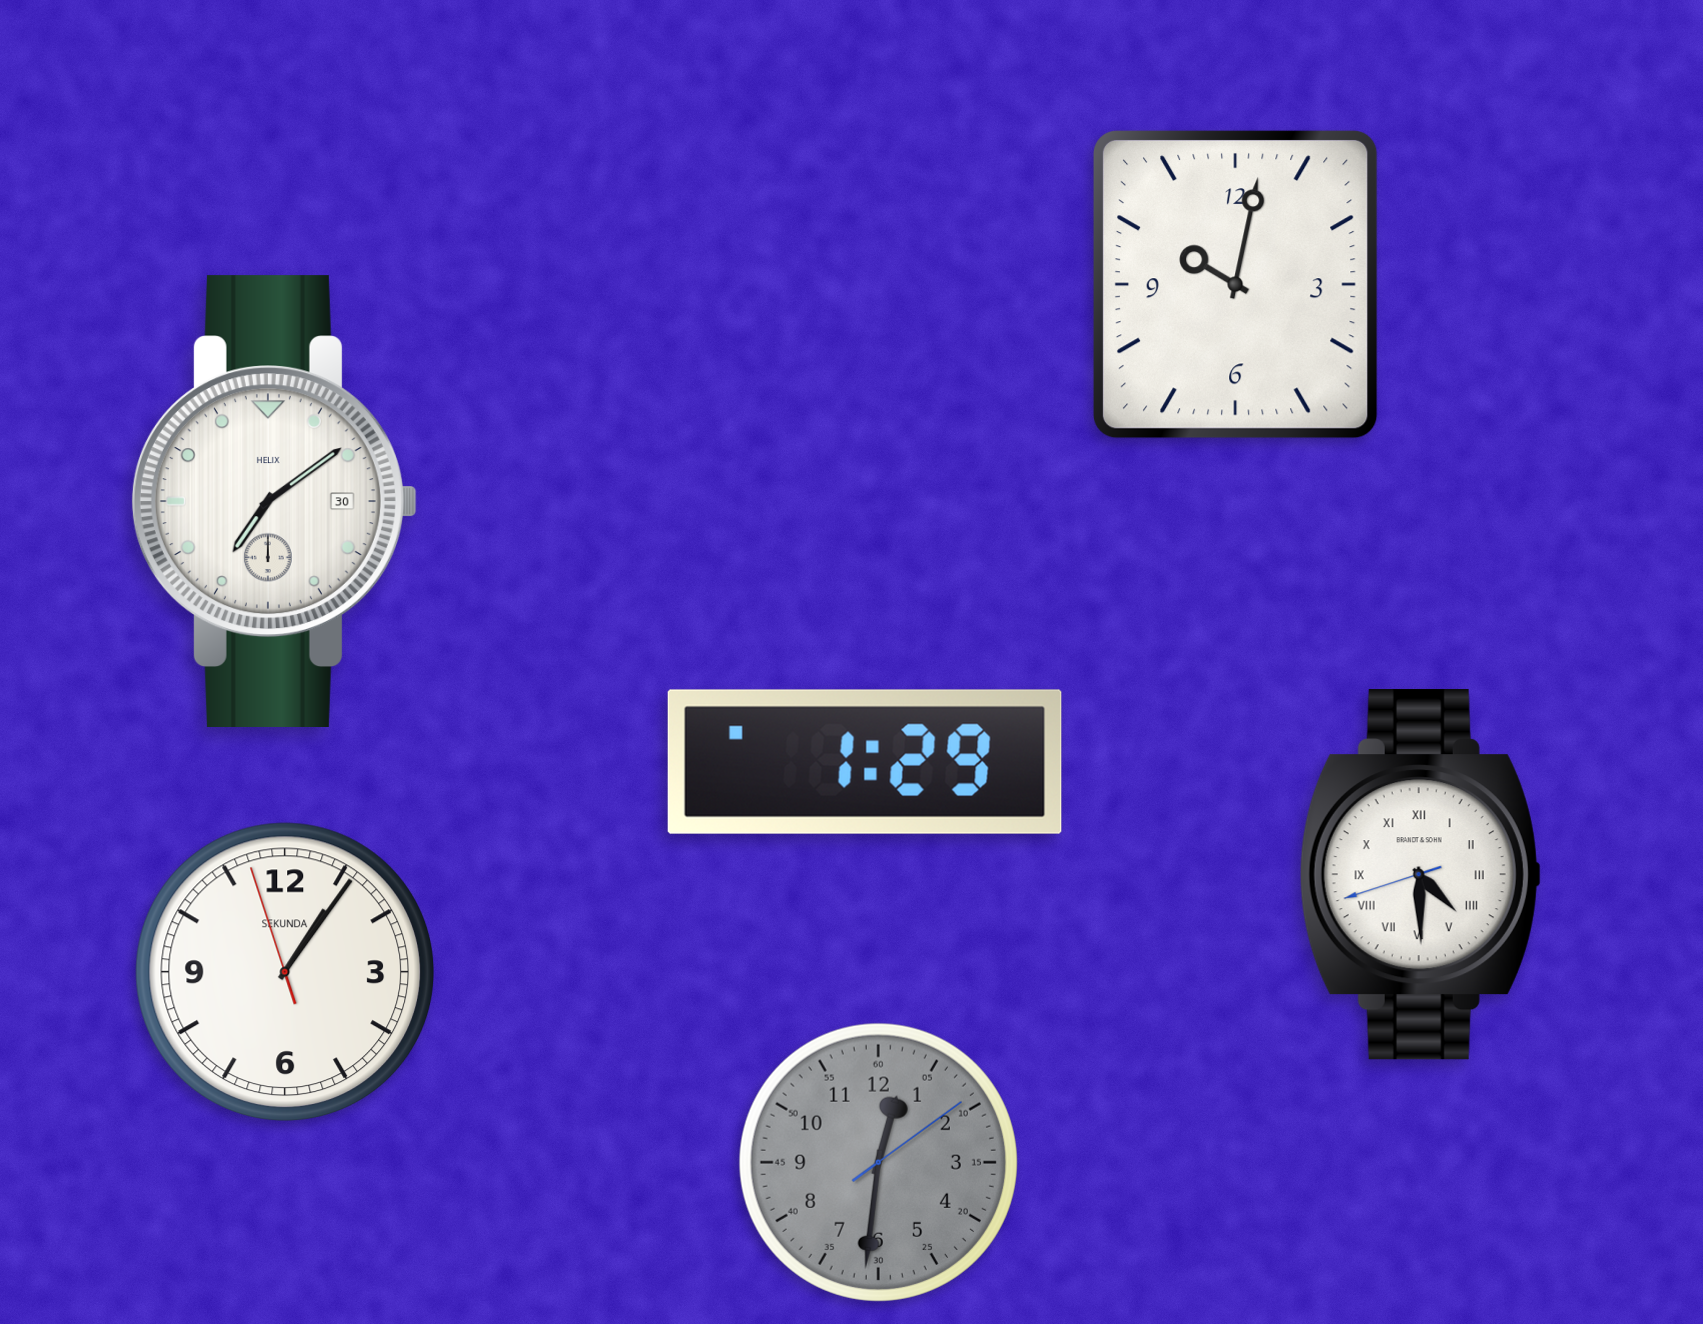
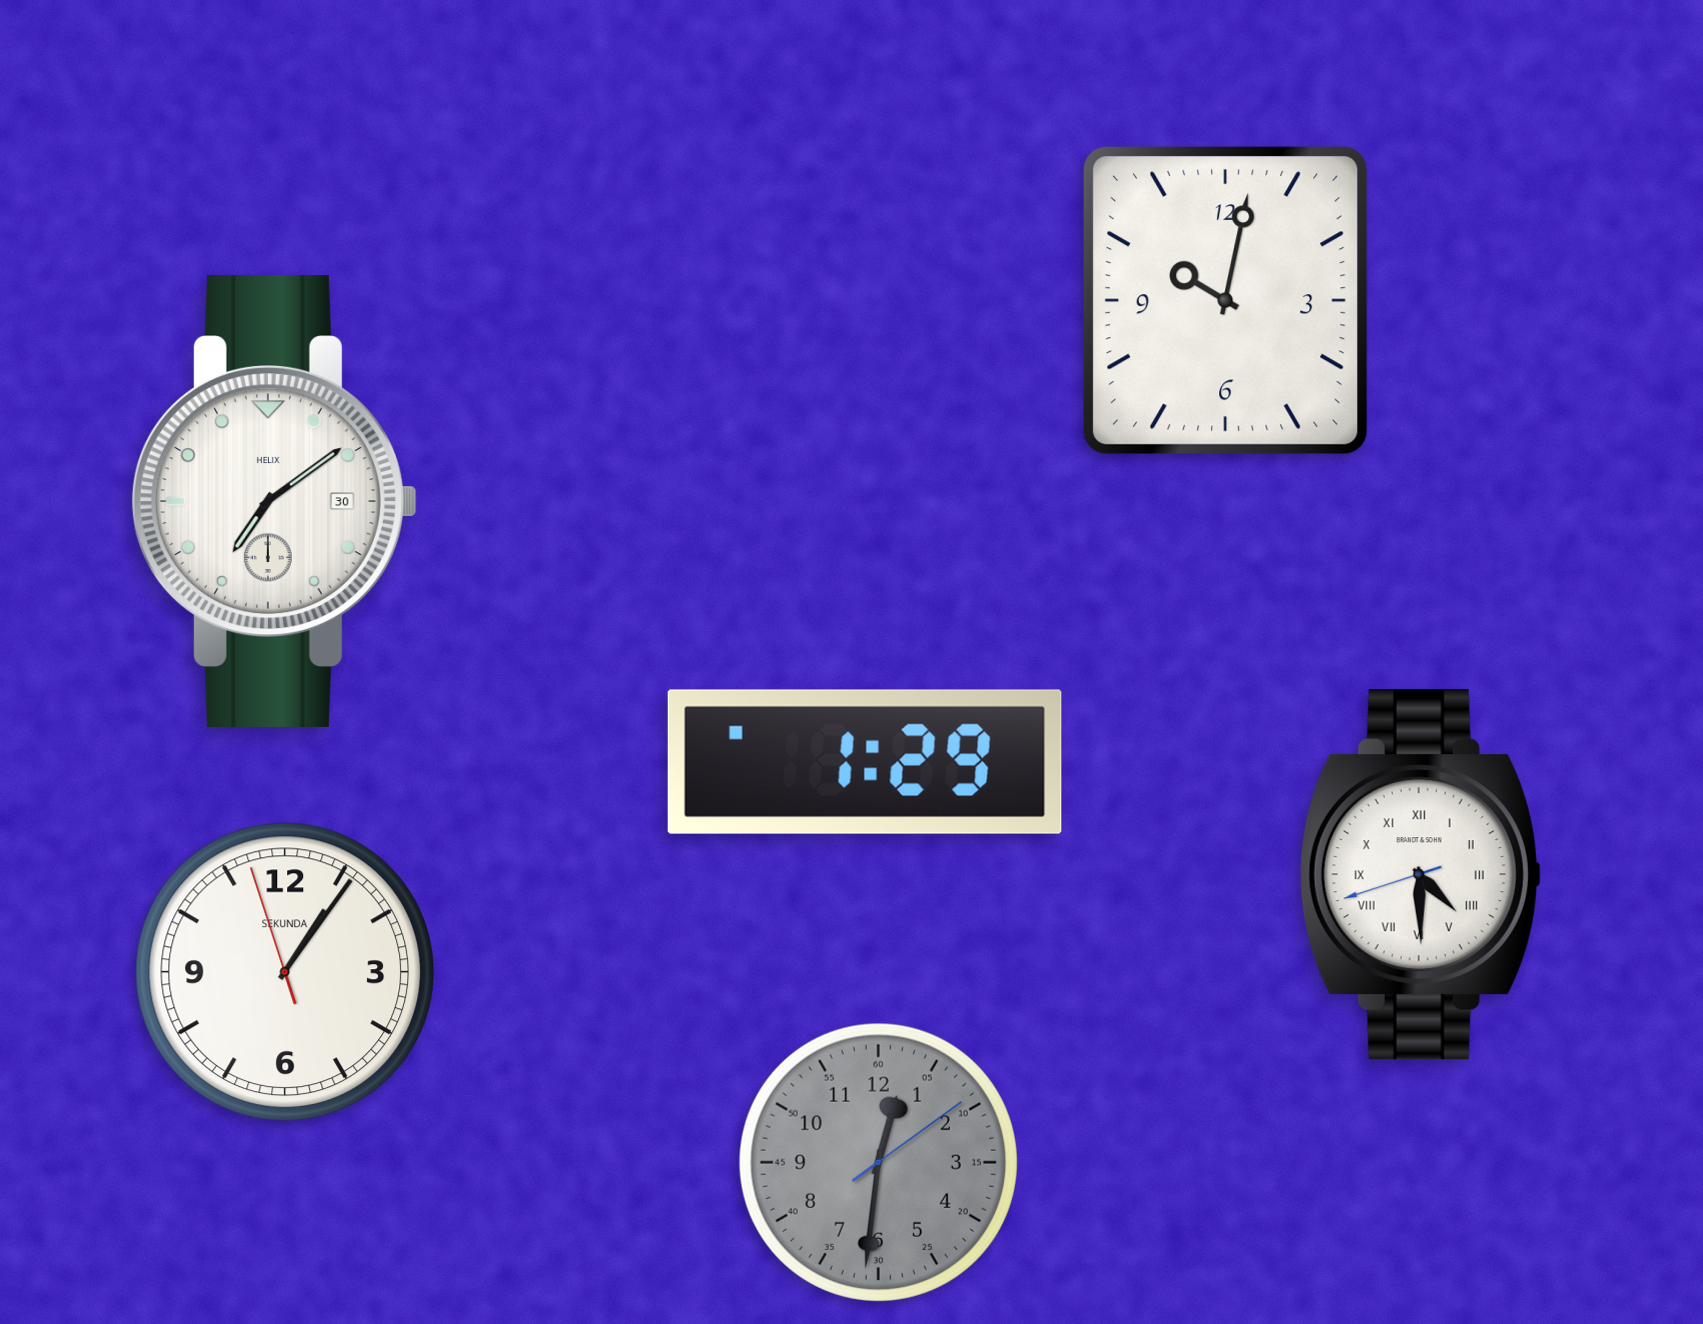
clock at (1235, 284) position: (1235, 284) -> (1225, 300)
